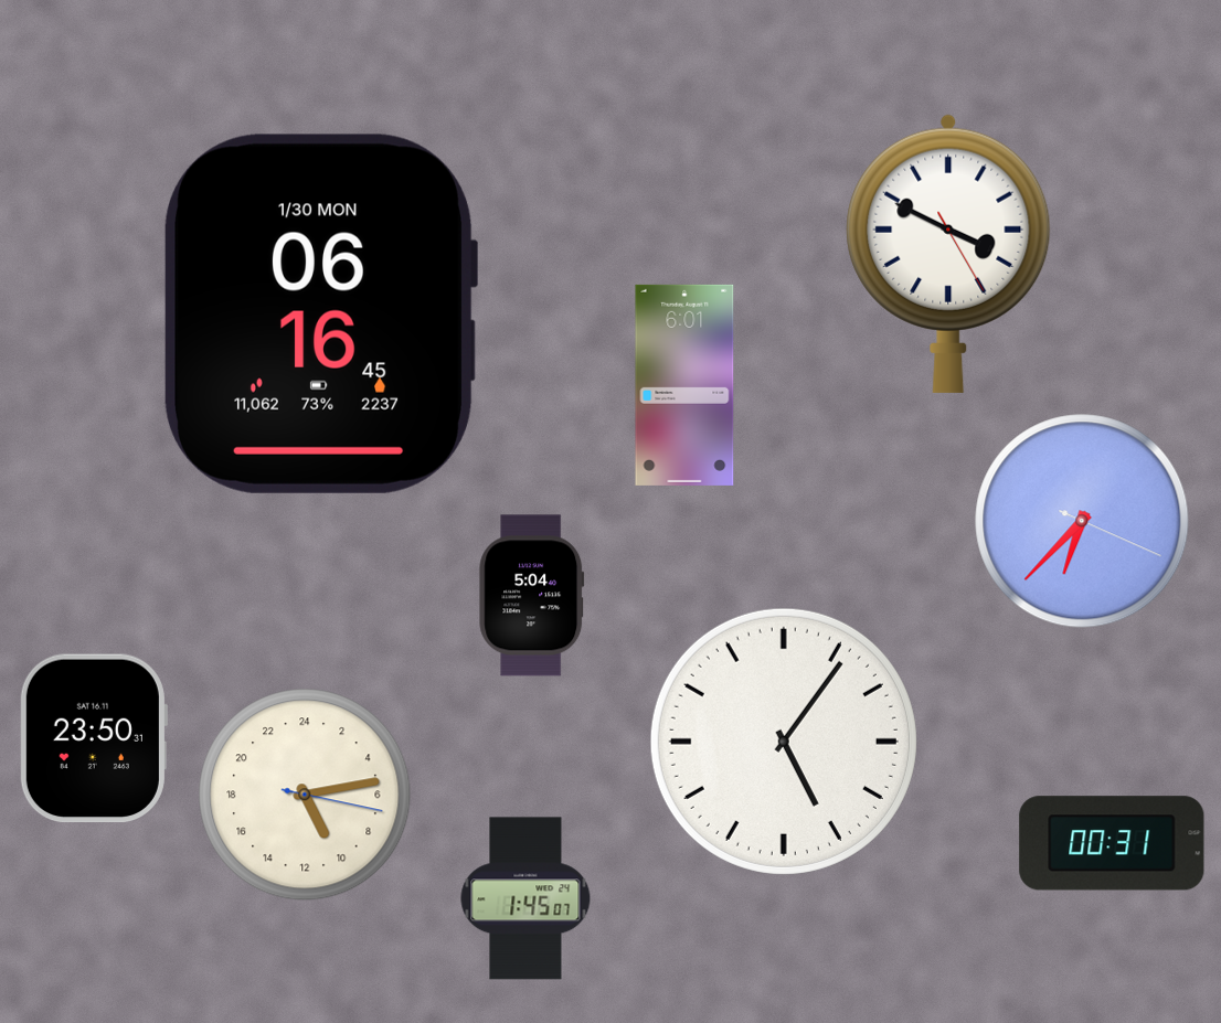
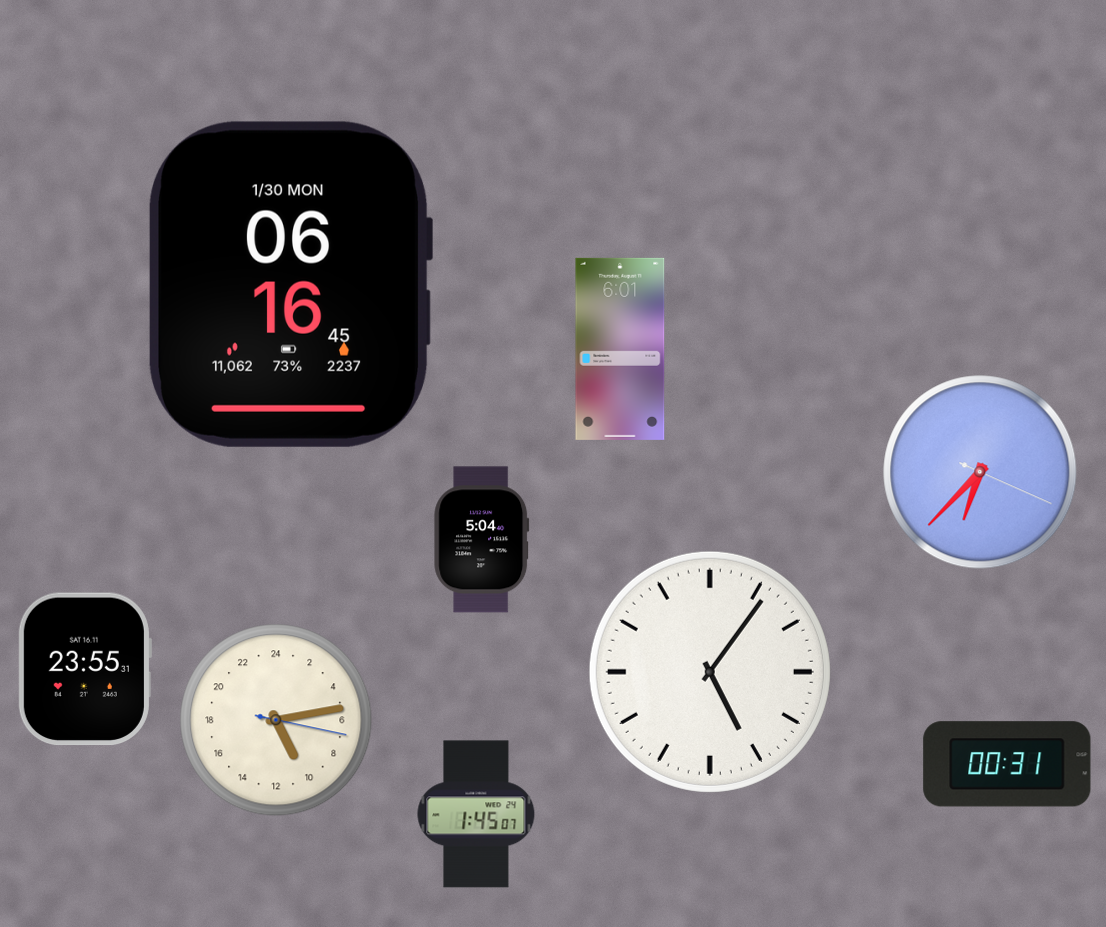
clock at (948, 253): 3:49 -> none
clock at (93, 738): 23:50 -> 23:55
